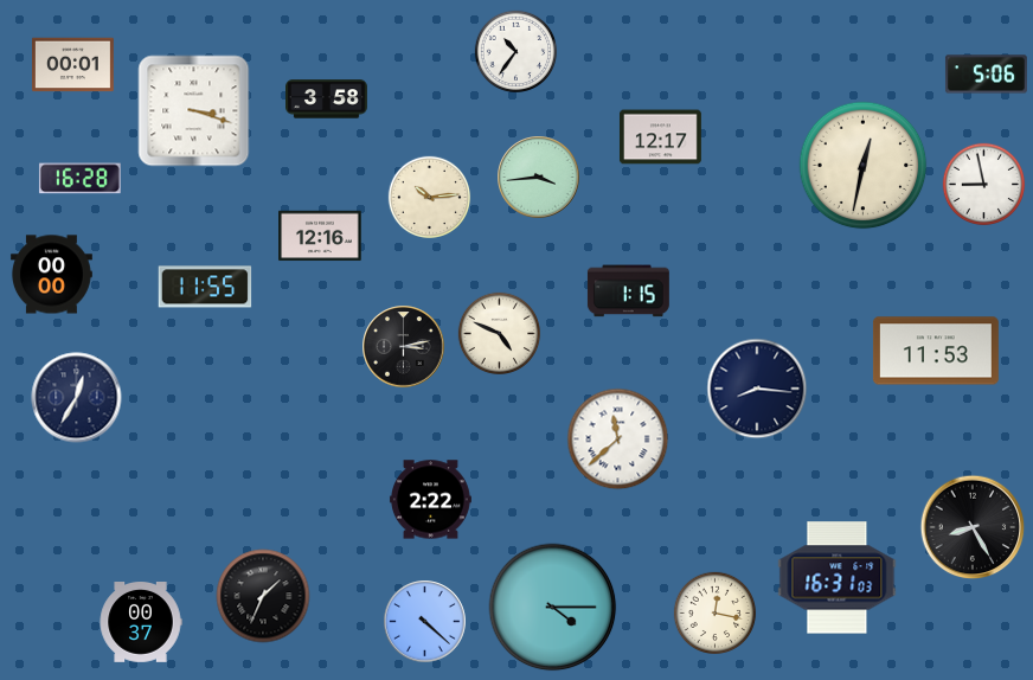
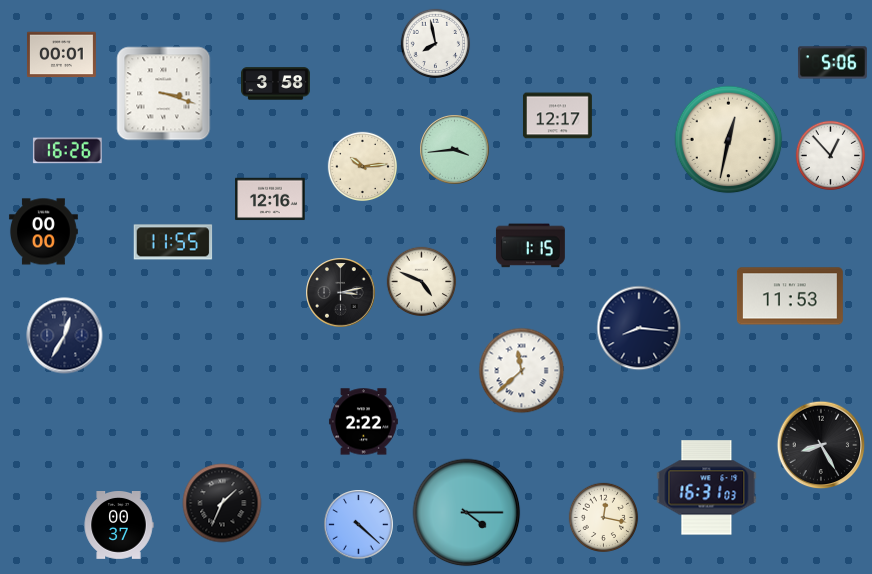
clock at (516, 52): 10:36 -> 7:58
clock at (79, 179): 16:28 -> 16:26
clock at (984, 185): 8:58 -> 12:53
